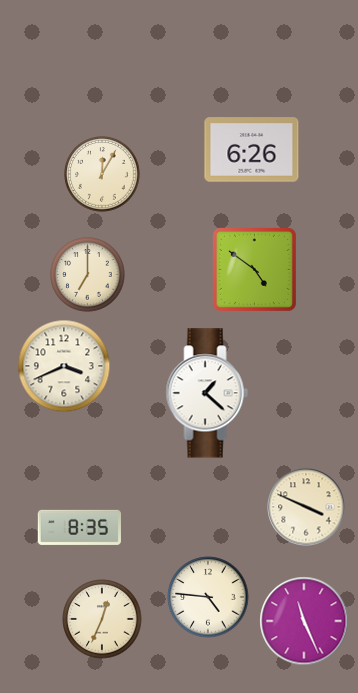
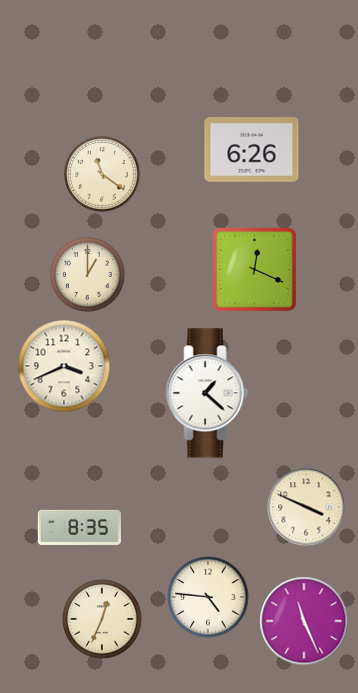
clock at (102, 174): 12:05 -> 11:21
clock at (254, 269): 4:51 -> 12:19
clock at (88, 275): 7:00 -> 1:00
